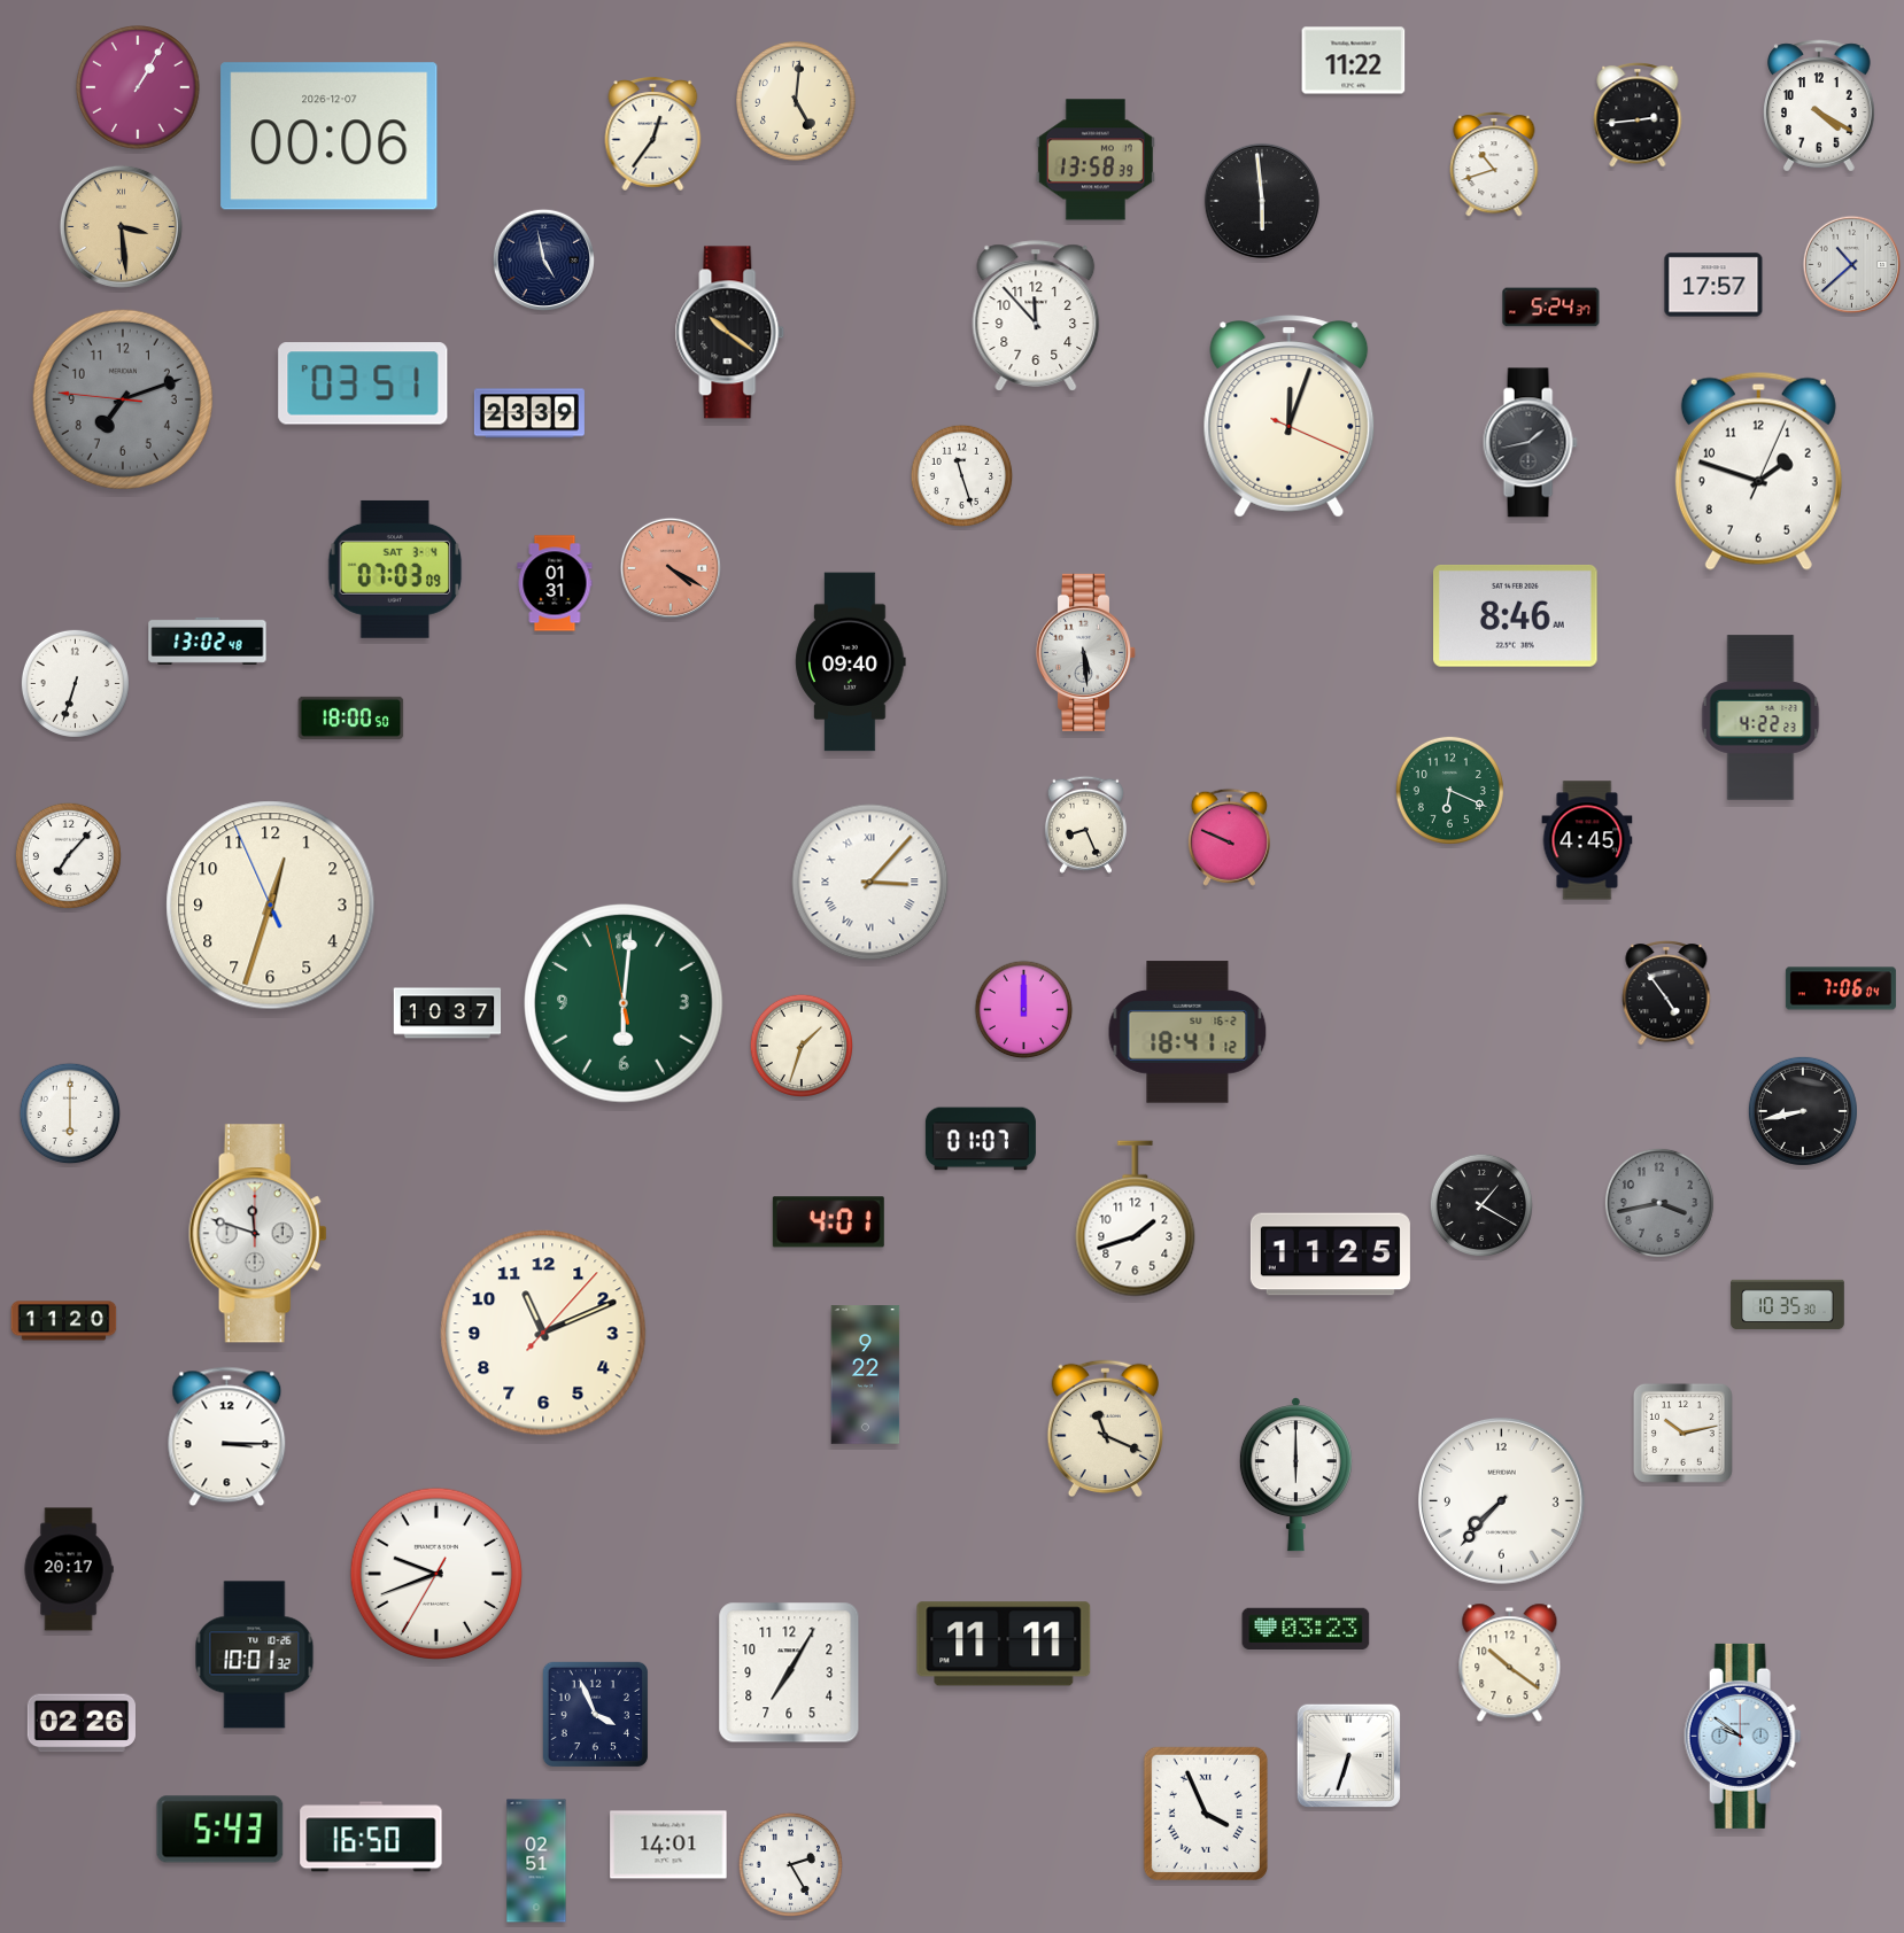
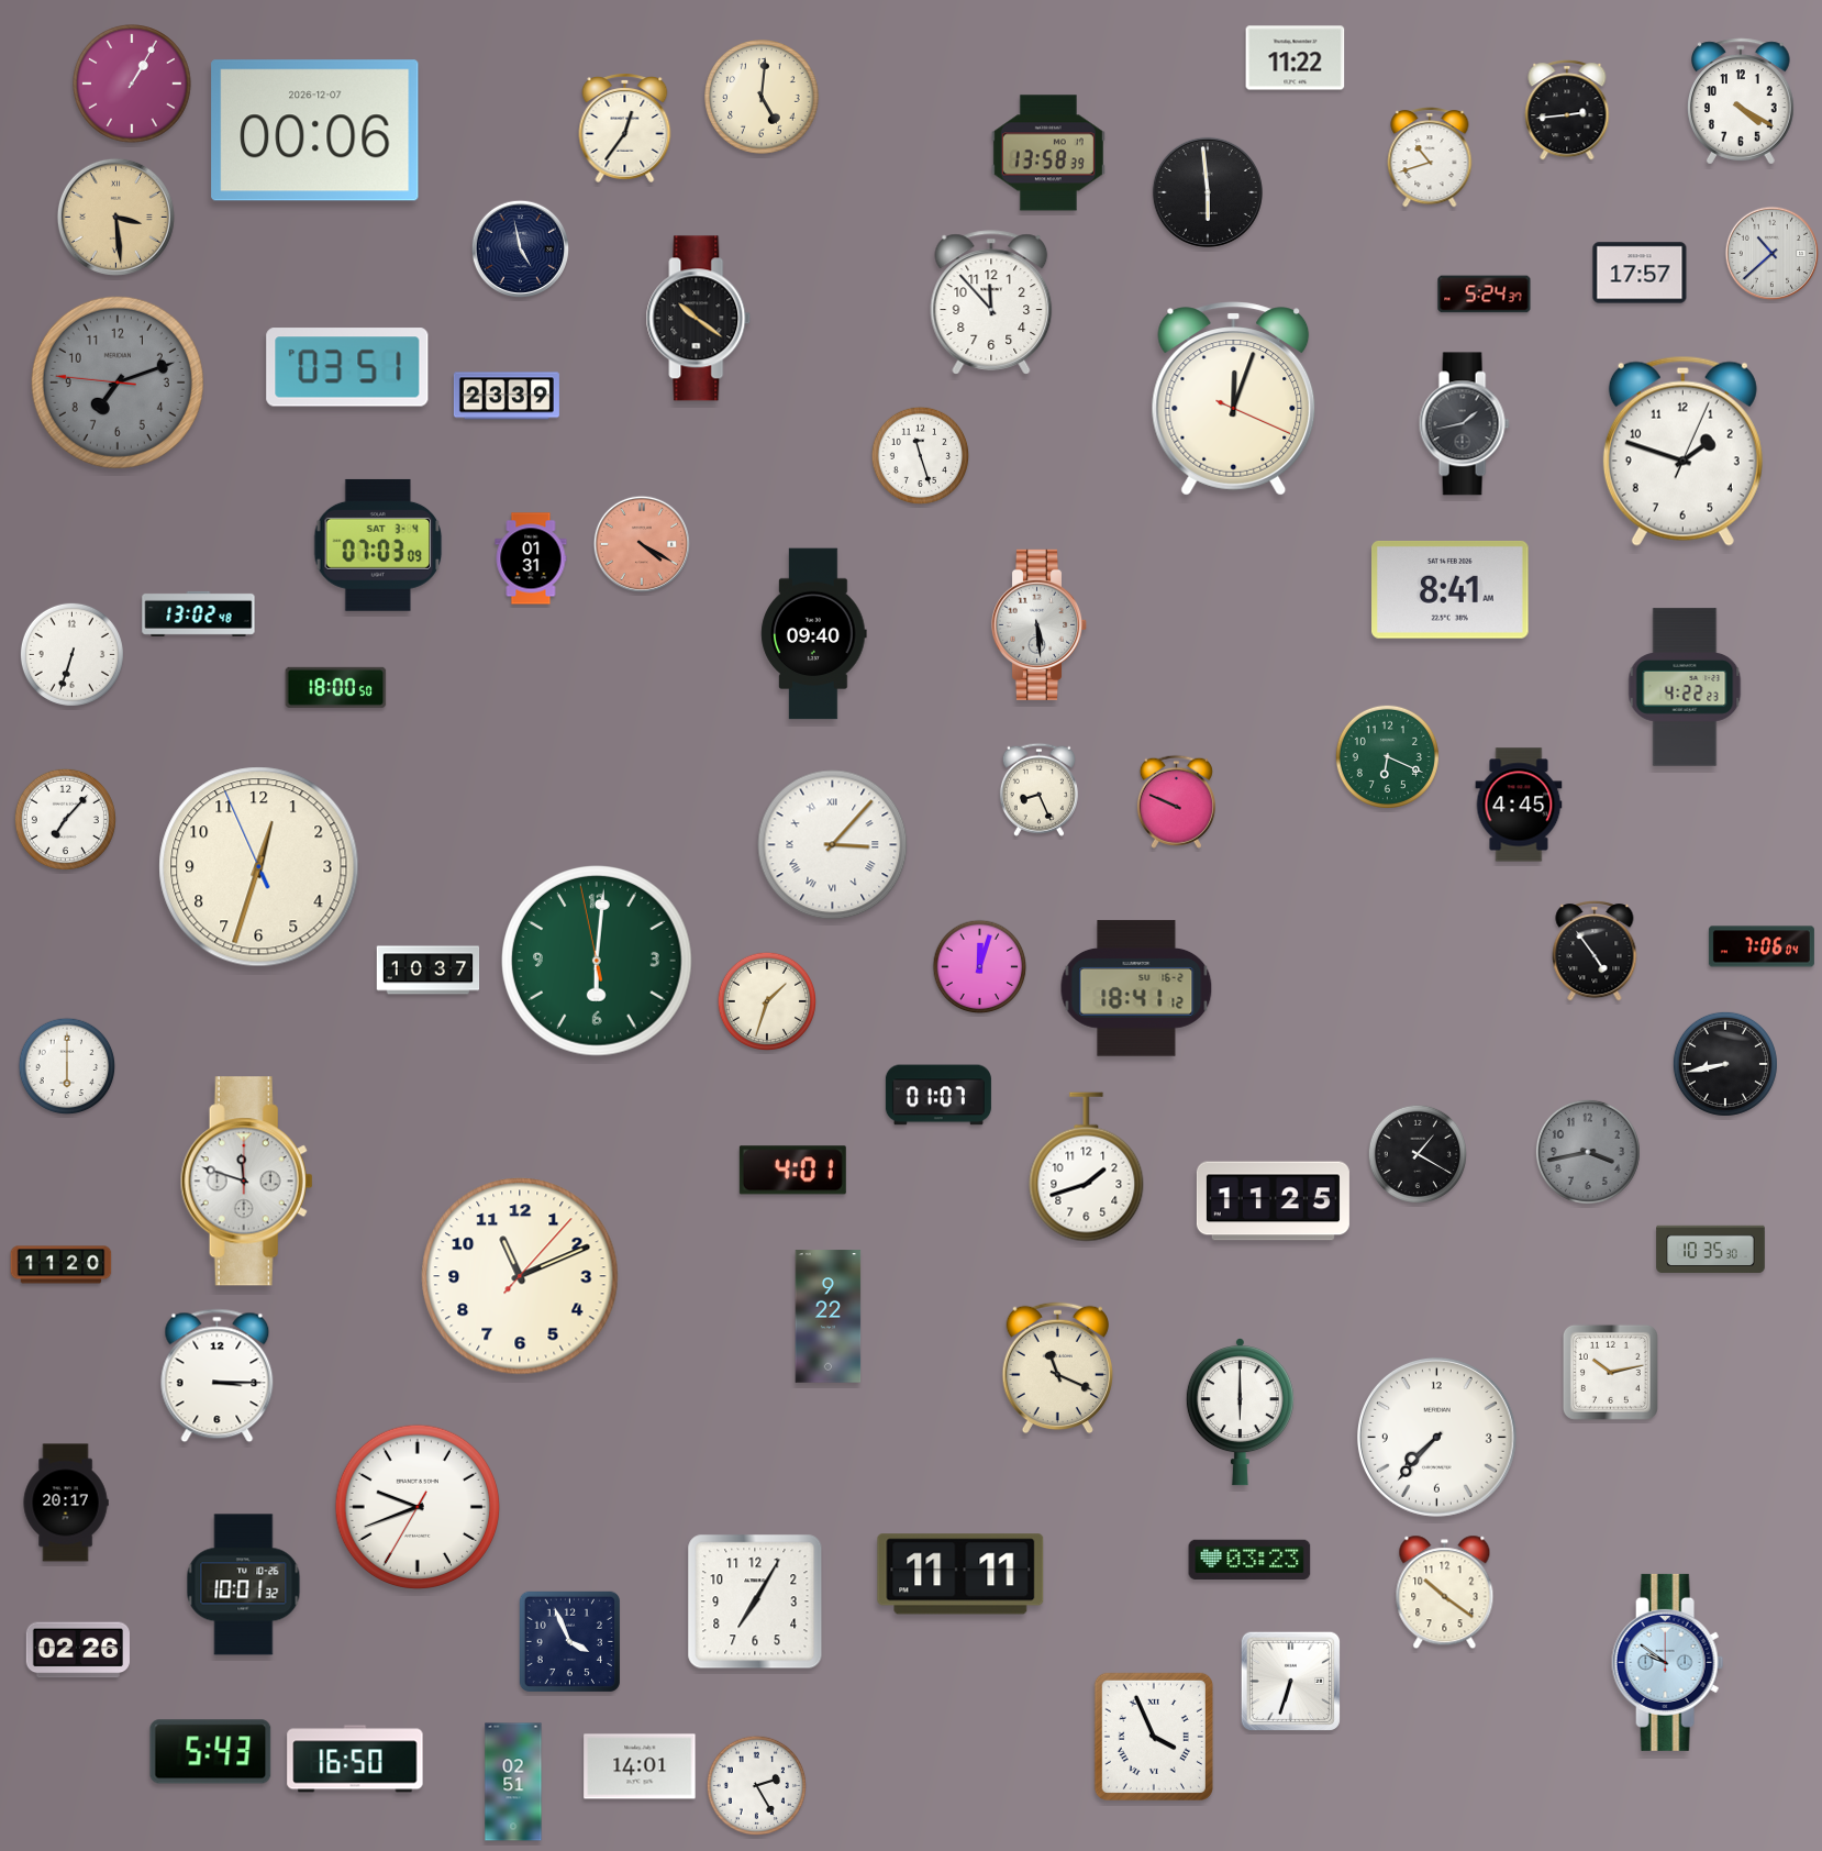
clock at (1516, 615): 8:46 -> 8:41
clock at (1024, 1010): 12:00 -> 12:03
clock at (981, 1139) position: (981, 1139) -> (938, 1095)
